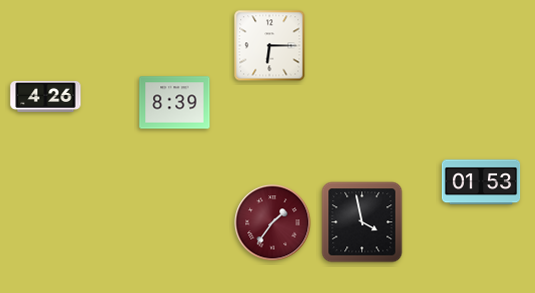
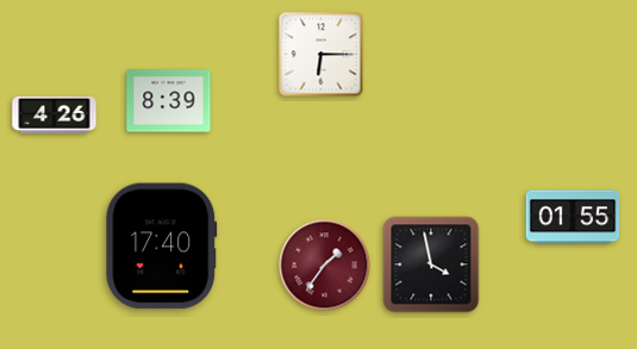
clock at (175, 103) position: (175, 103) -> (169, 101)
clock at (481, 182): 01:53 -> 01:55
clock at (162, 247): none -> 17:40
